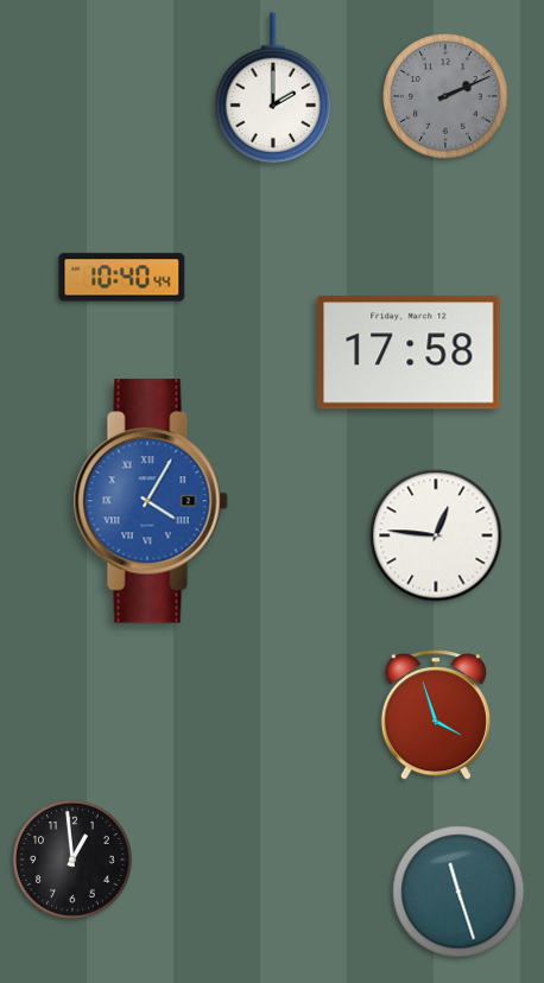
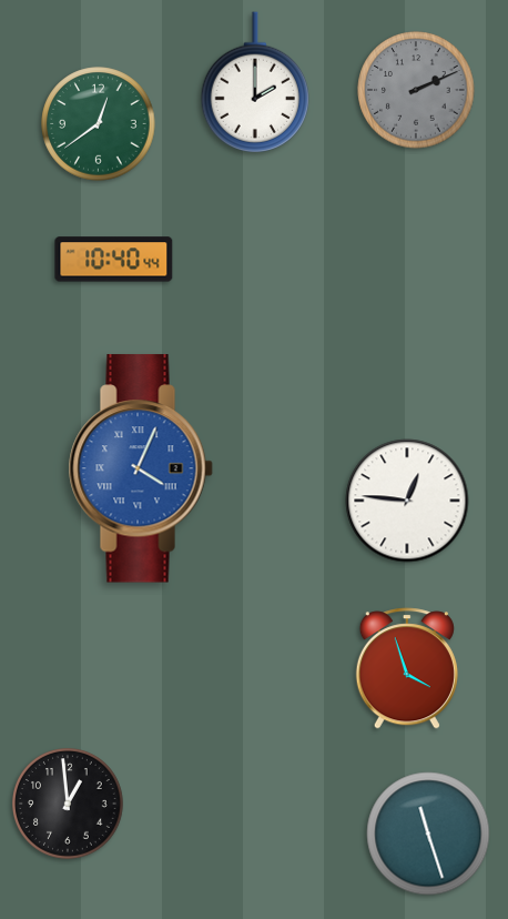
clock at (99, 124): none -> 12:39
clock at (409, 353): 17:58 -> none
clock at (151, 501): 4:05 -> 4:04
